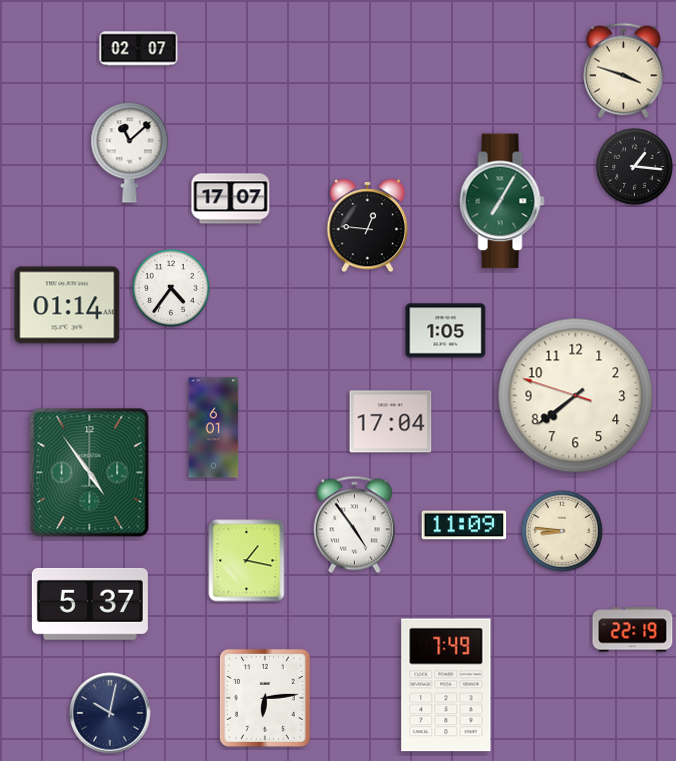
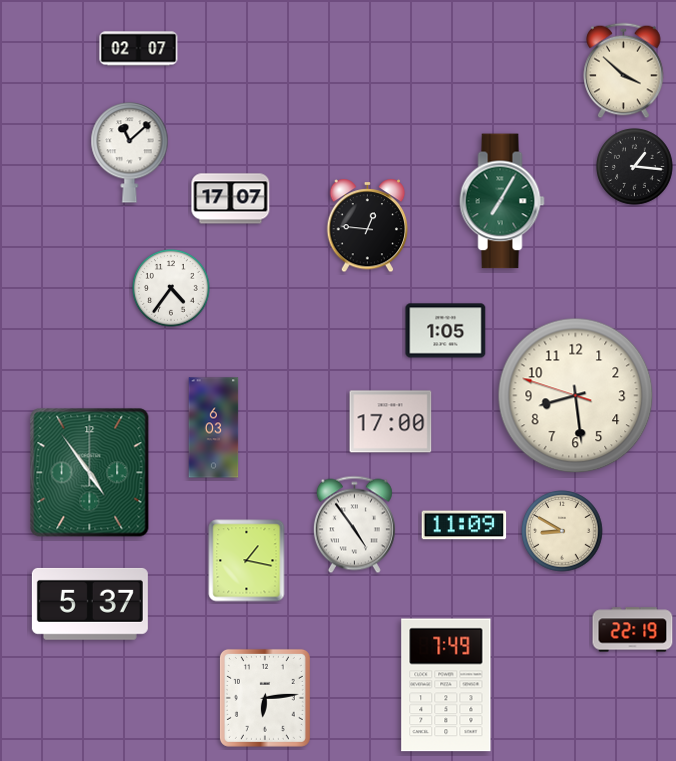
clock at (624, 71): 3:48 -> 3:52
clock at (67, 305): 01:14 -> none
clock at (576, 396): 7:38 -> 8:28
clock at (391, 422): 17:04 -> 17:00
clock at (214, 428): 6:01 -> 6:03
clock at (562, 531): 8:46 -> 8:50
clock at (110, 713): 10:02 -> none
